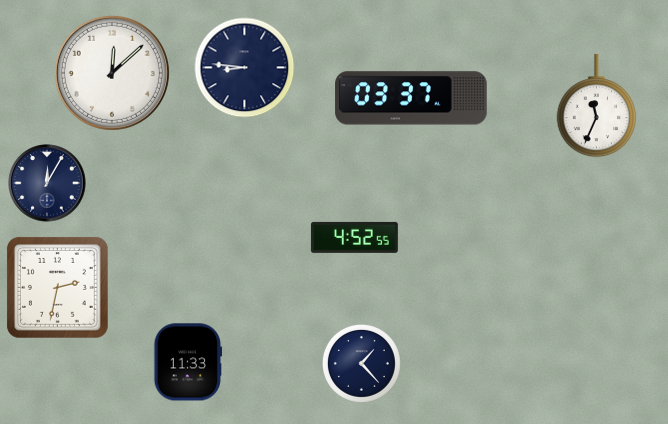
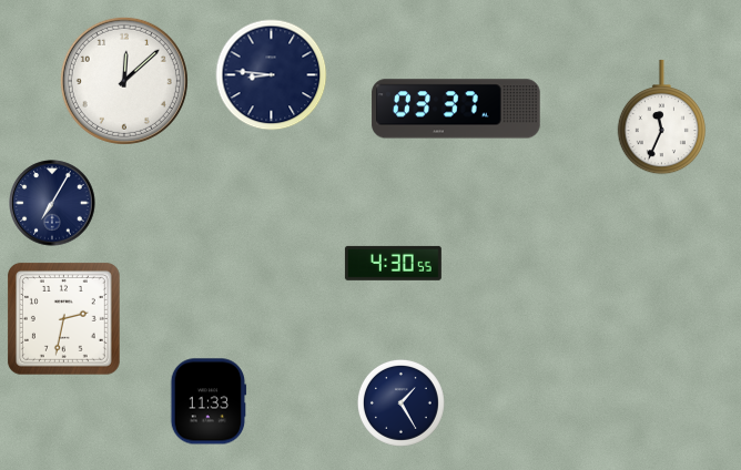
clock at (47, 183): 12:05 -> 7:05
clock at (354, 237): 4:52 -> 4:30
clock at (361, 363): 1:23 -> 1:25
